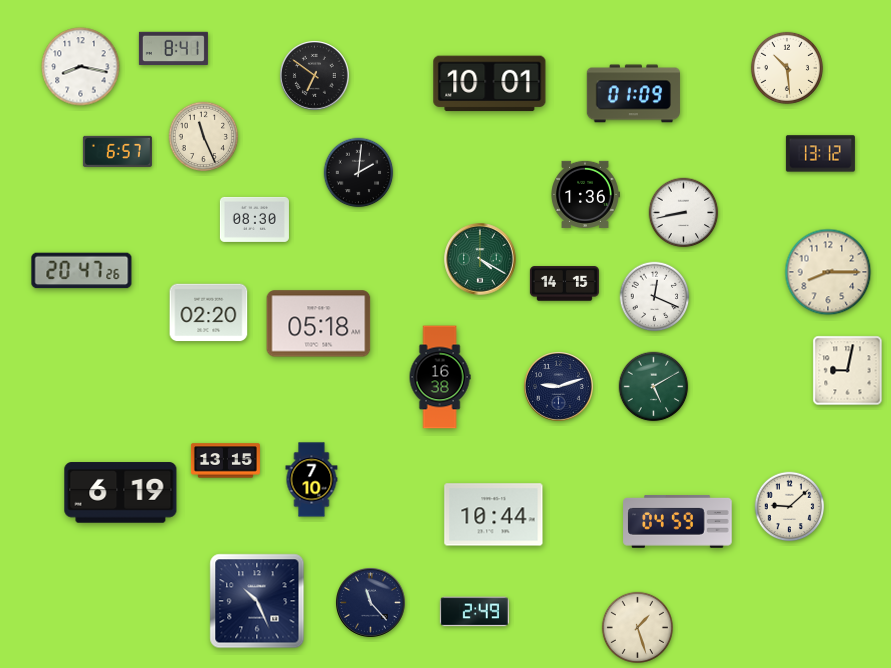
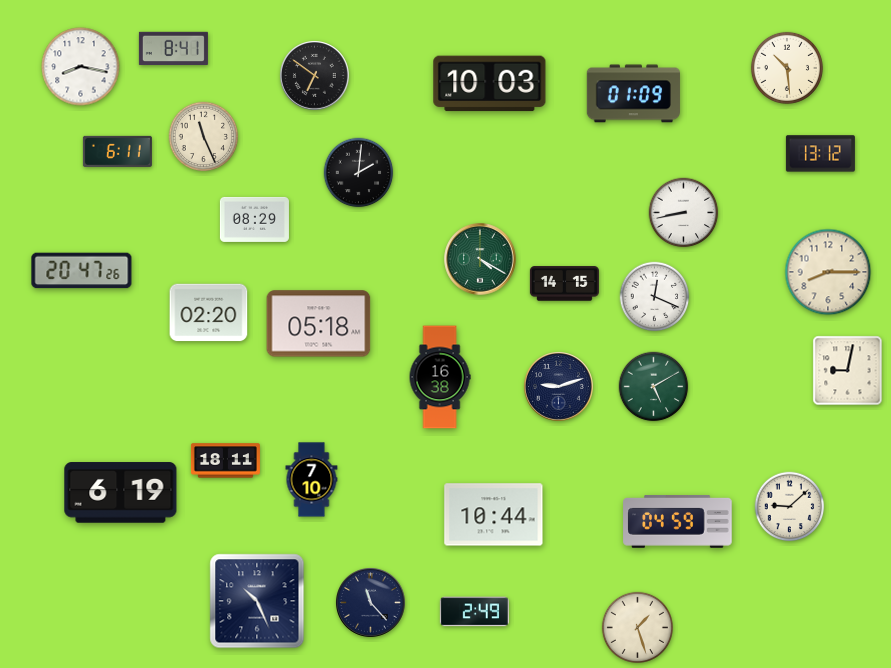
clock at (490, 84): 10:01 -> 10:03
clock at (117, 151): 6:57 -> 6:11
clock at (585, 194): 1:36 -> none
clock at (254, 219): 08:30 -> 08:29
clock at (225, 461): 13:15 -> 18:11
